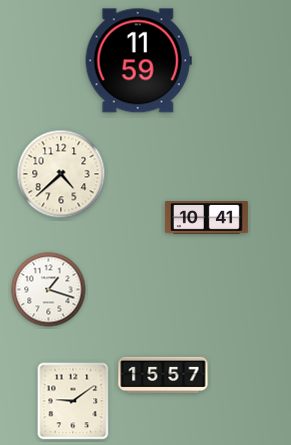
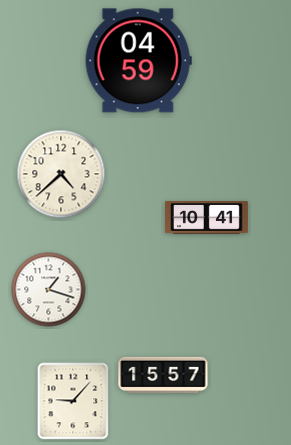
clock at (138, 61): 11:59 -> 04:59
clock at (73, 401): 9:09 -> 9:07
